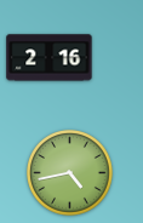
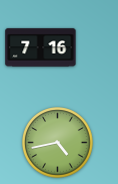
clock at (50, 58): 2:16 -> 7:16
